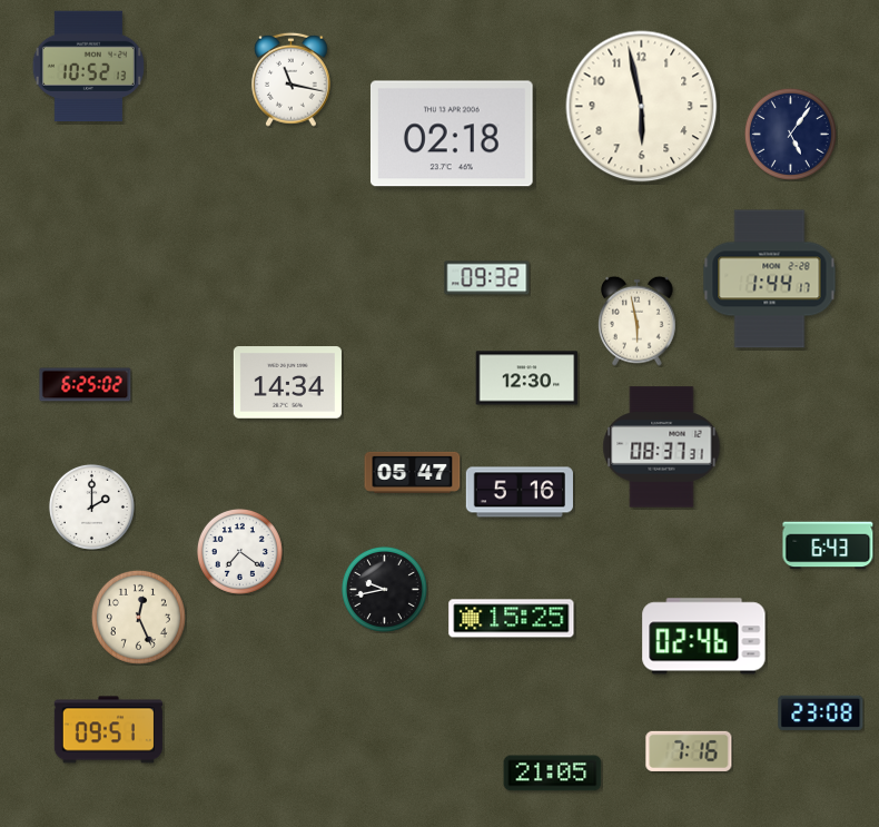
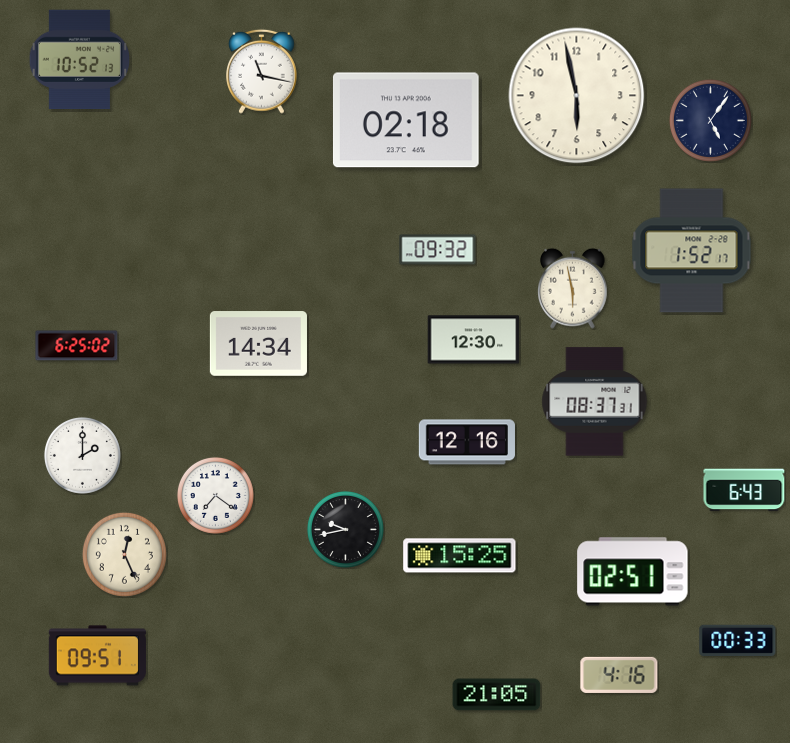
clock at (770, 279): 1:44 -> 1:52
clock at (413, 472): 05:47 -> none
clock at (520, 492): 5:16 -> 12:16
clock at (704, 637): 02:46 -> 02:51
clock at (821, 712): 23:08 -> 00:33
clock at (689, 751): 7:16 -> 4:16
